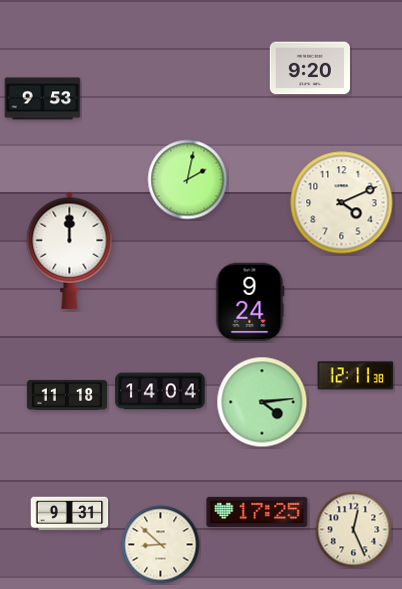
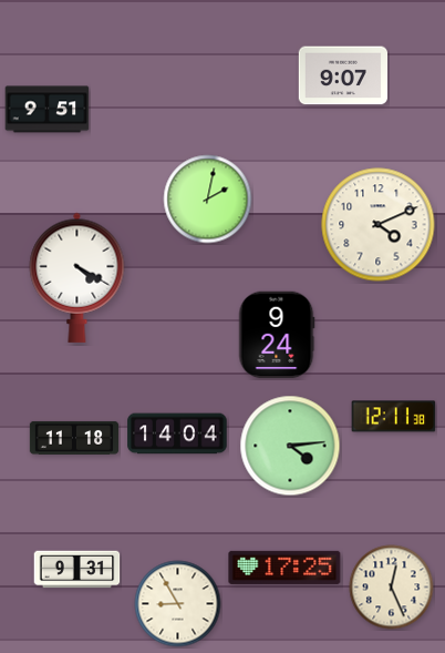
clock at (309, 68): 9:20 -> 9:07
clock at (43, 99): 9:53 -> 9:51
clock at (70, 250): 12:00 -> 4:20
clock at (161, 545): 8:52 -> 8:55
